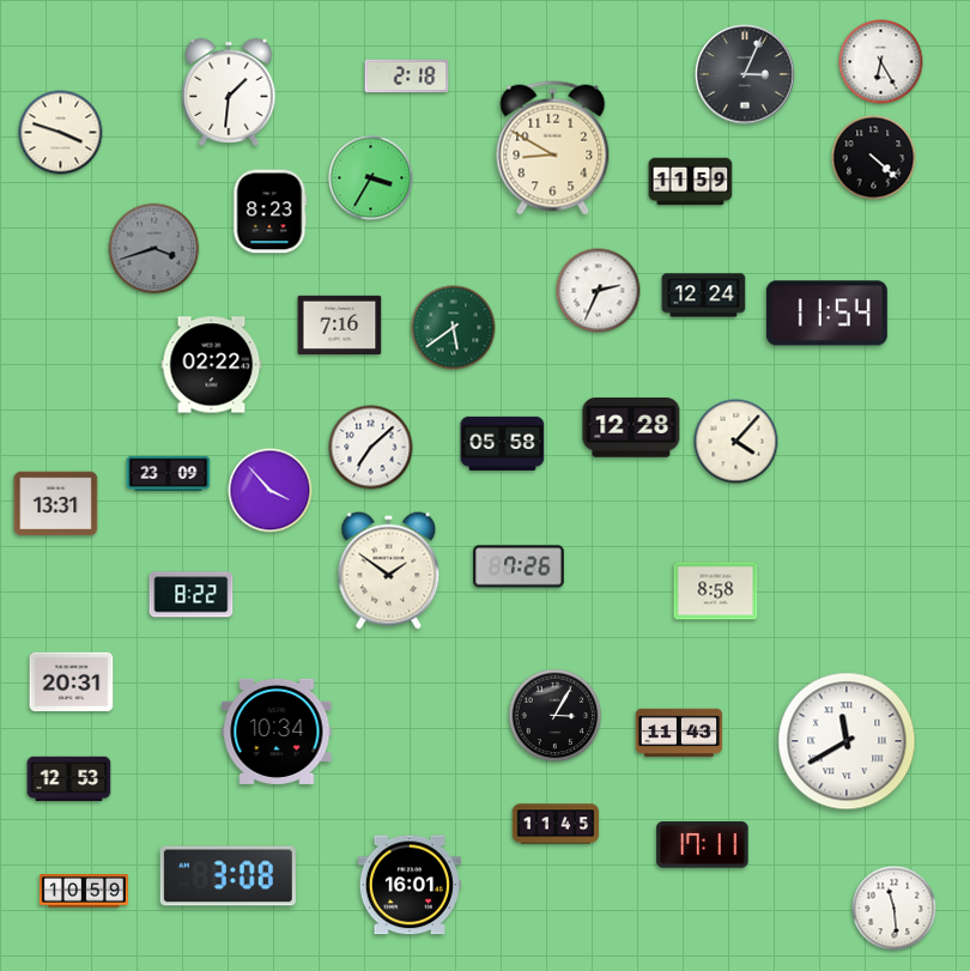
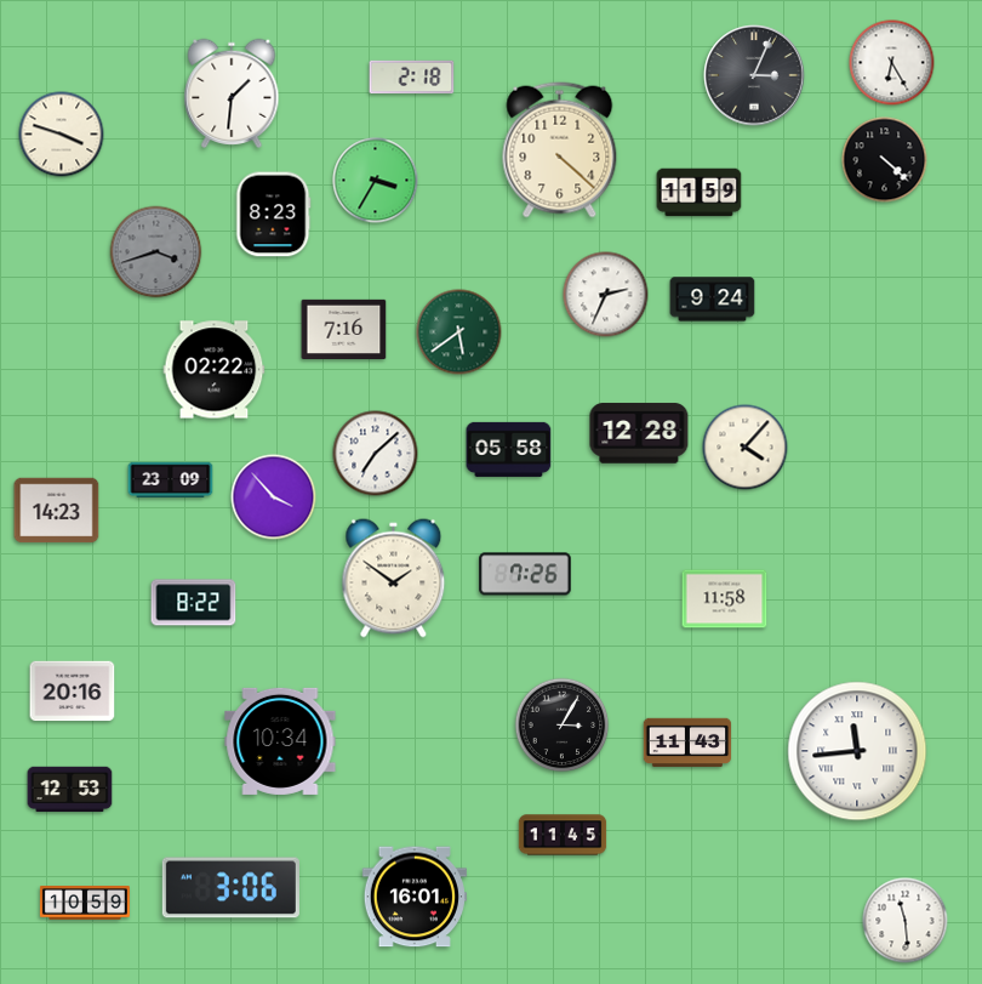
clock at (553, 148): 8:50 -> 4:22
clock at (691, 182) position: (691, 182) -> (700, 193)
clock at (704, 296): 12:24 -> 9:24
clock at (826, 314): 11:54 -> none
clock at (56, 504): 13:31 -> 14:23
clock at (716, 591): 8:58 -> 11:58
clock at (72, 682): 20:31 -> 20:16
clock at (847, 741): 11:40 -> 11:44
clock at (703, 845): 17:11 -> none
clock at (228, 876): 3:08 -> 3:06
